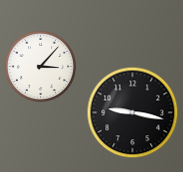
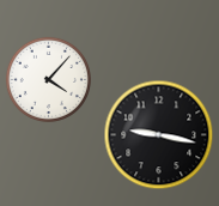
clock at (40, 66): 3:07 -> 4:07
